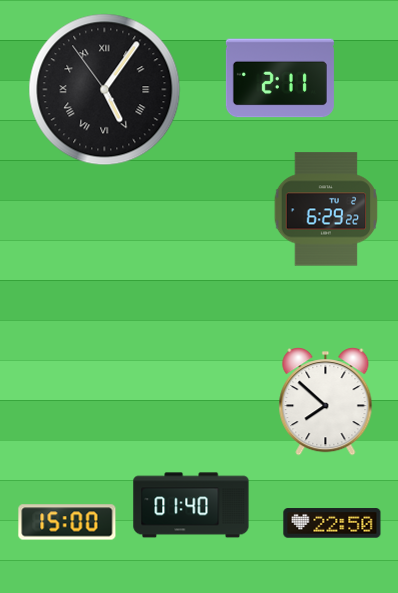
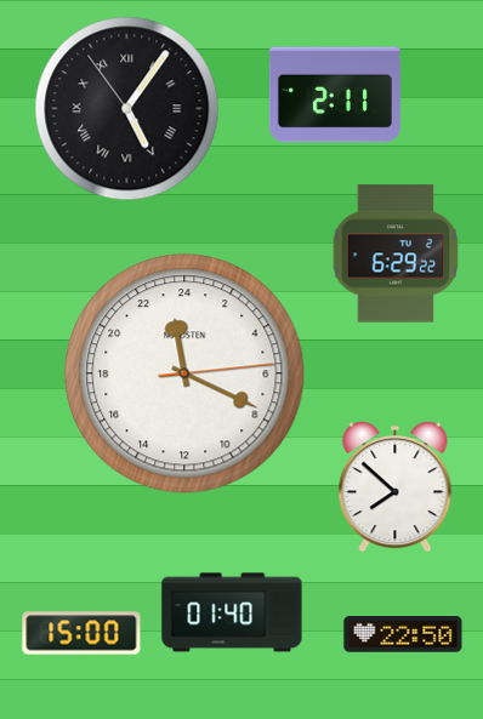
clock at (280, 78) position: (280, 78) -> (335, 95)
clock at (184, 373): none -> 23:19
